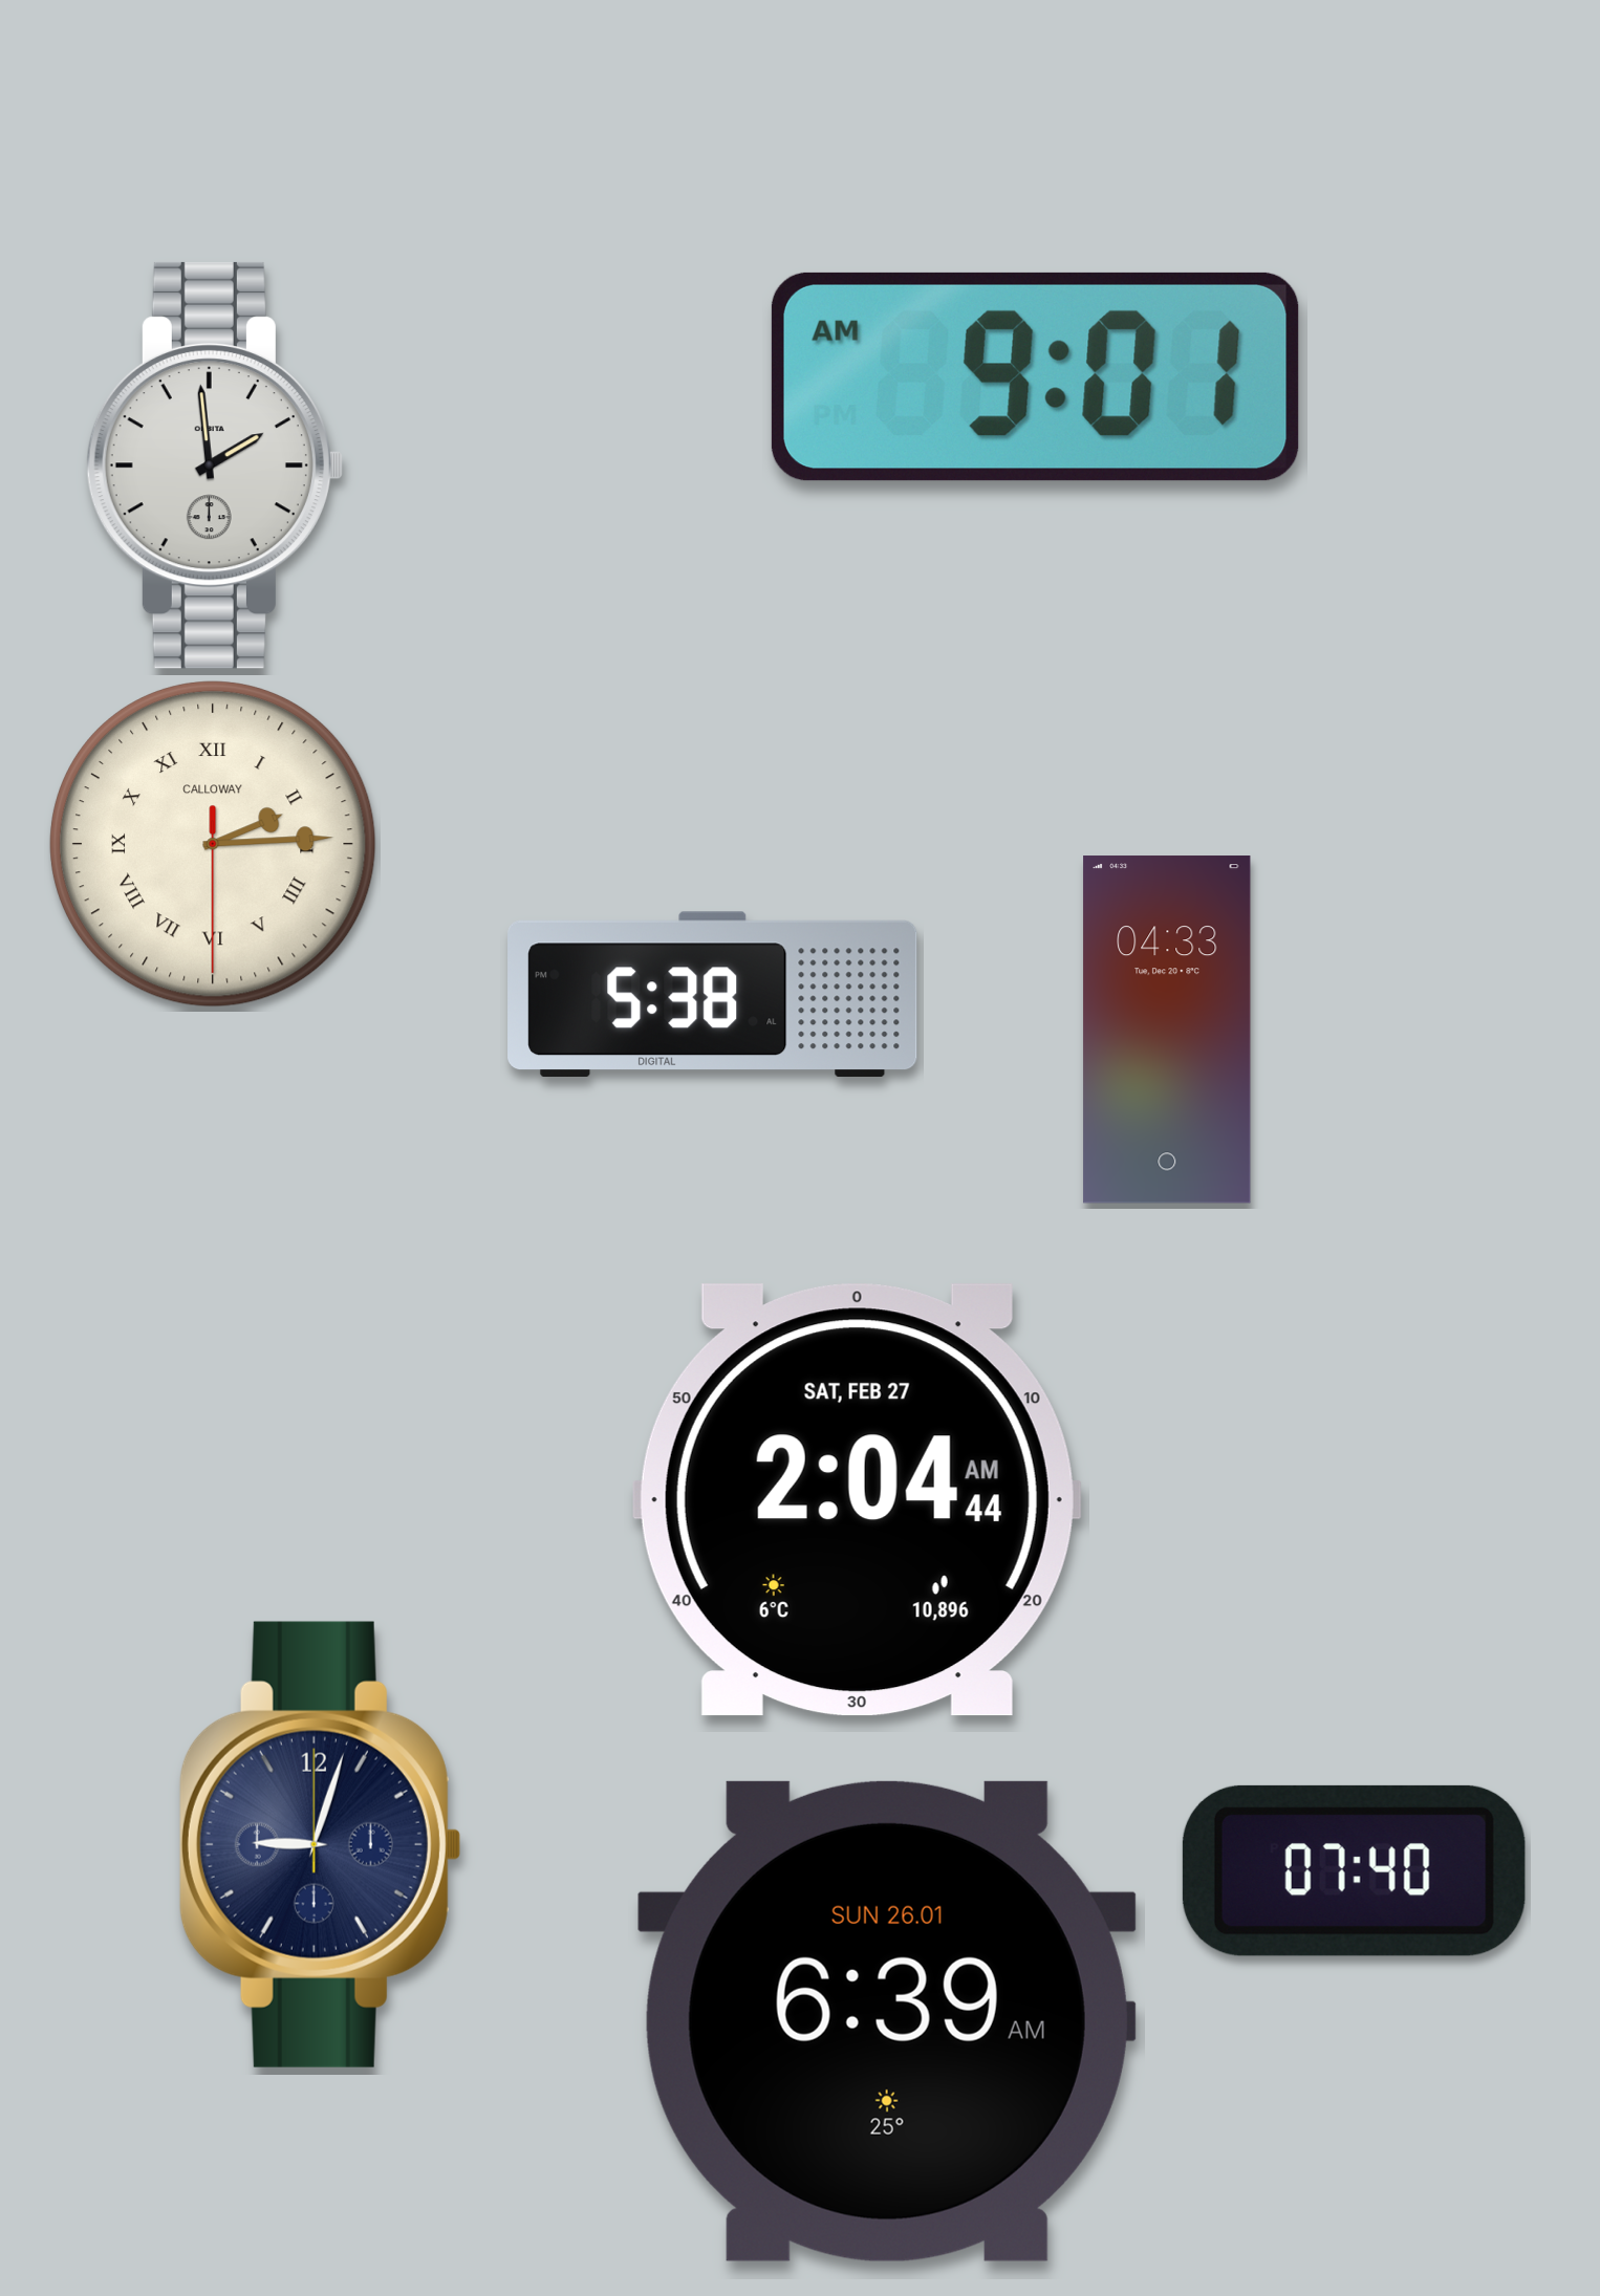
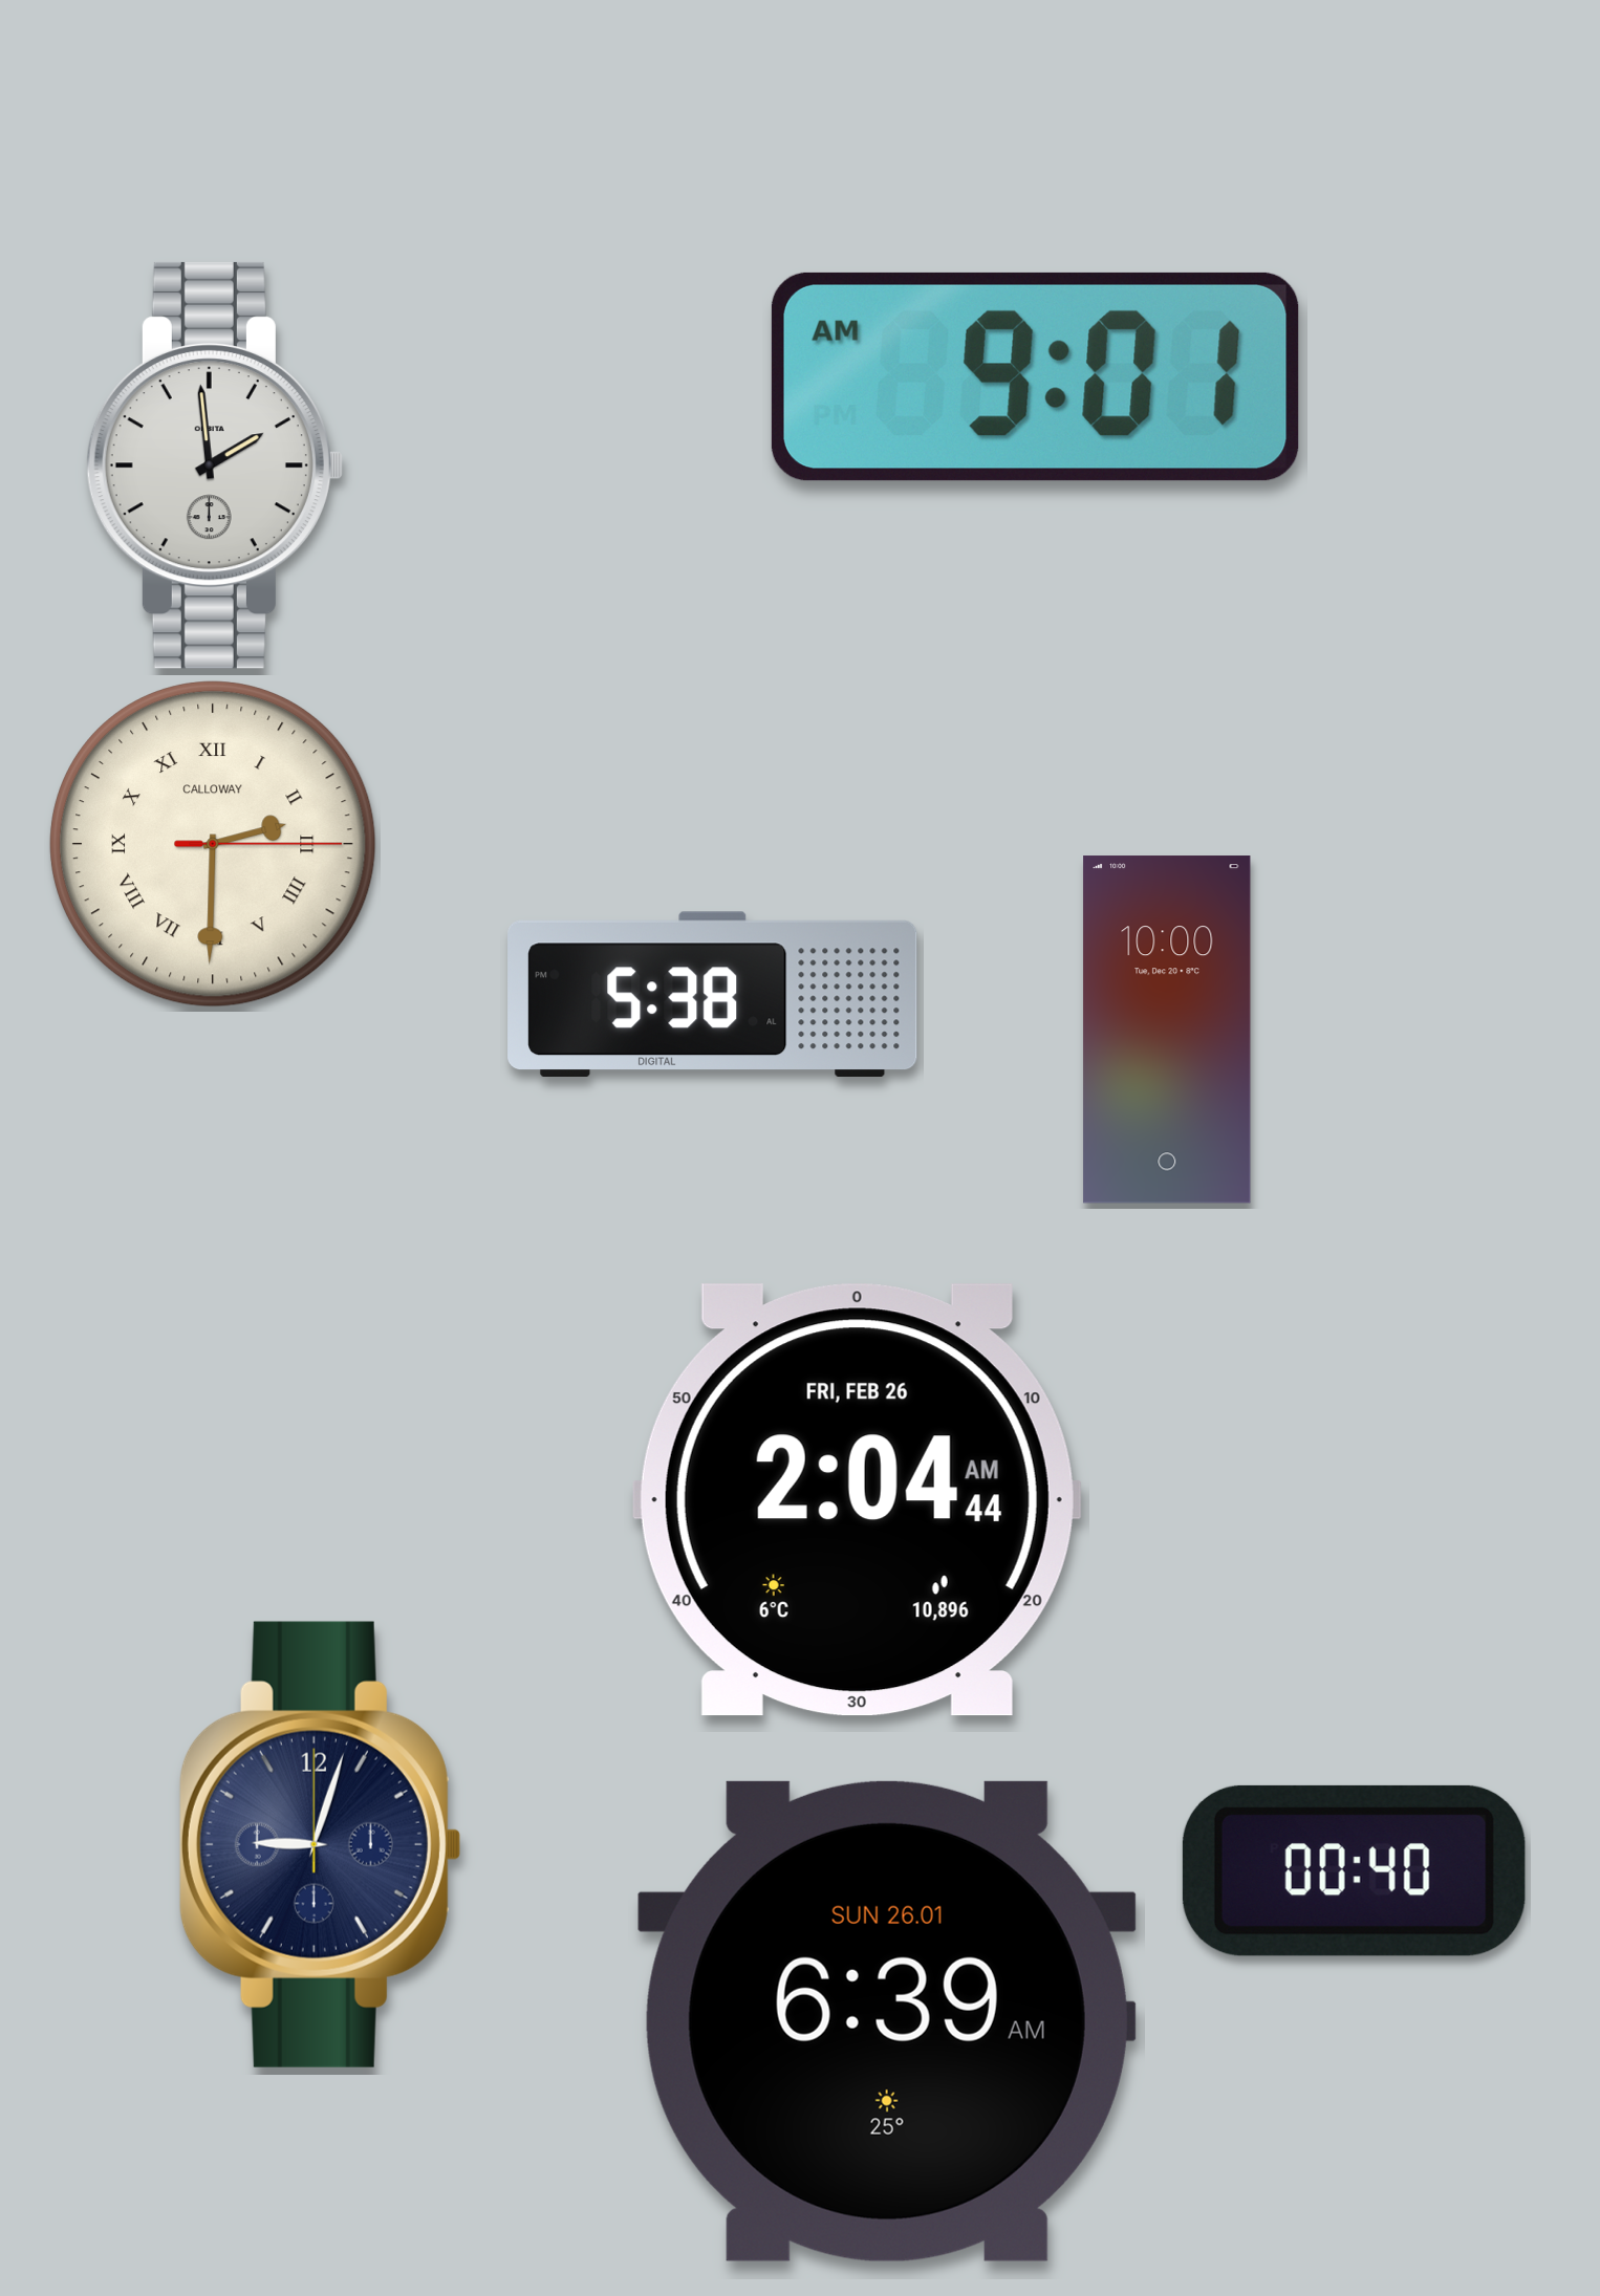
clock at (213, 844): 2:14 -> 2:30
clock at (1167, 1030): 04:33 -> 10:00
clock at (857, 1500) date: SAT, FEB 27 -> FRI, FEB 26
clock at (1354, 1870): 07:40 -> 00:40
